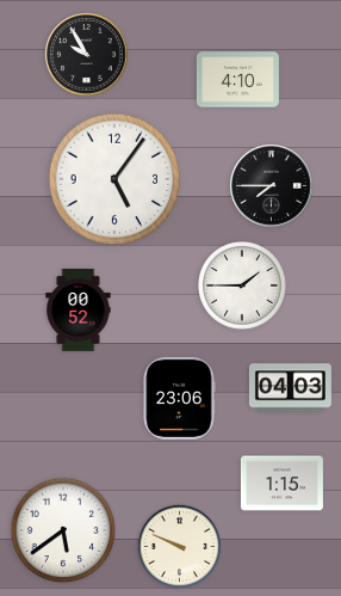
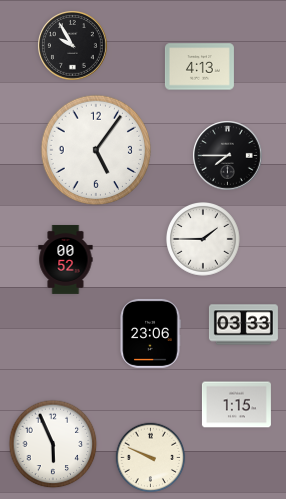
clock at (237, 80): 4:10 -> 4:13
clock at (290, 388): 04:03 -> 03:33
clock at (63, 530): 5:39 -> 5:56
